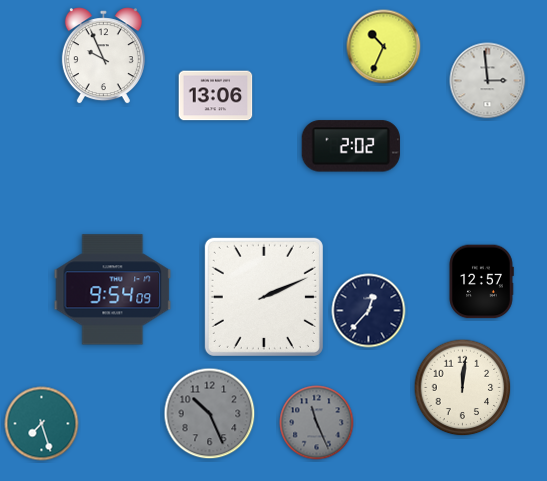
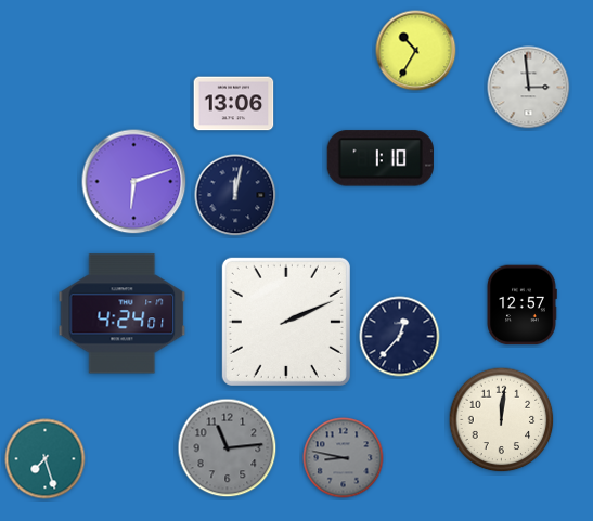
clock at (384, 47): 10:34 -> 10:35
clock at (103, 56): 9:56 -> none
clock at (351, 146): 2:02 -> 1:10
clock at (134, 182): none -> 6:12
clock at (235, 195): none -> 12:02
clock at (113, 290): 9:54 -> 4:24
clock at (210, 414): 10:26 -> 11:14
clock at (317, 423): 11:26 -> 8:47
